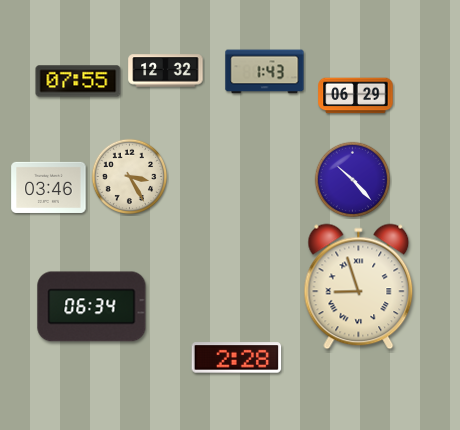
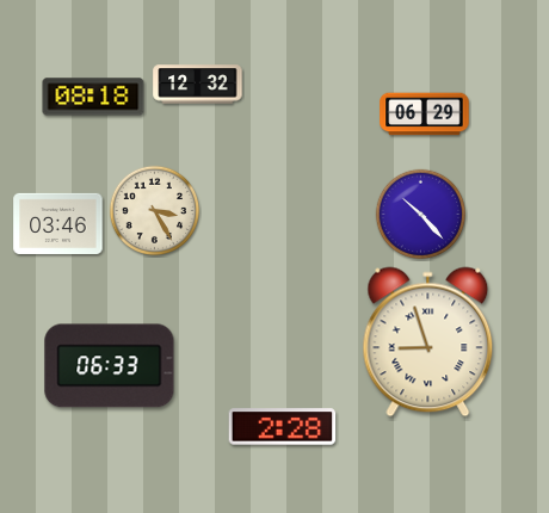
clock at (265, 72): 1:43 -> none
clock at (78, 81): 07:55 -> 08:18
clock at (92, 307): 06:34 -> 06:33
